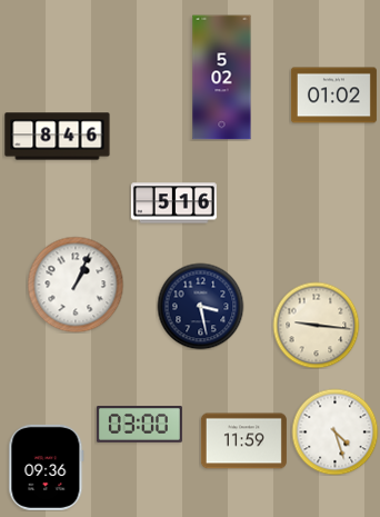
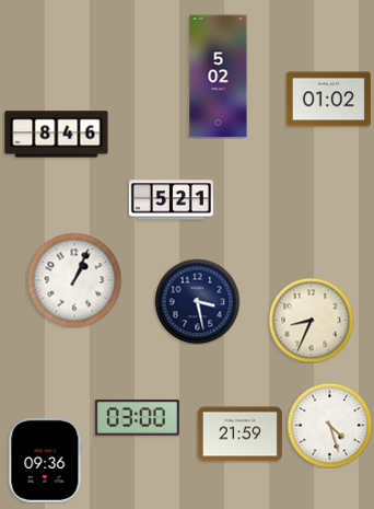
clock at (333, 96) position: (333, 96) -> (328, 100)
clock at (173, 203): 5:16 -> 5:21
clock at (316, 325): 9:16 -> 8:34
clock at (243, 441): 11:59 -> 21:59
